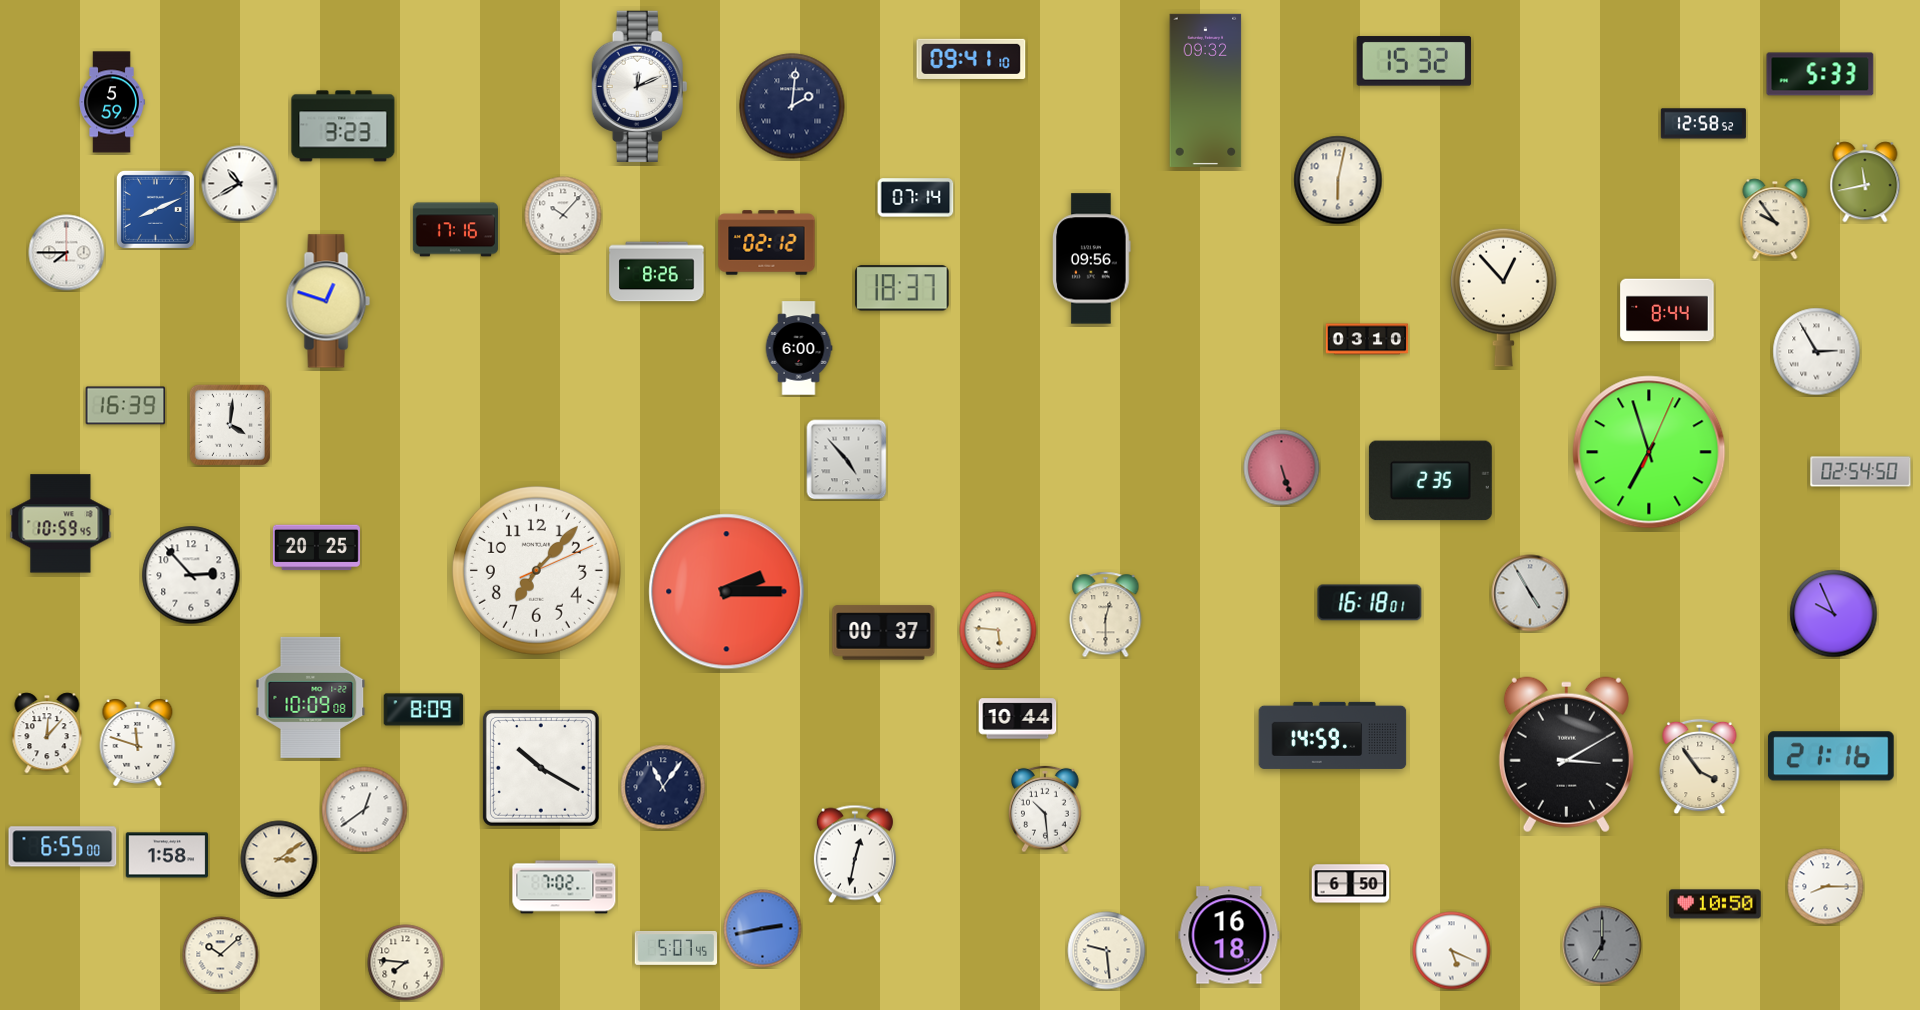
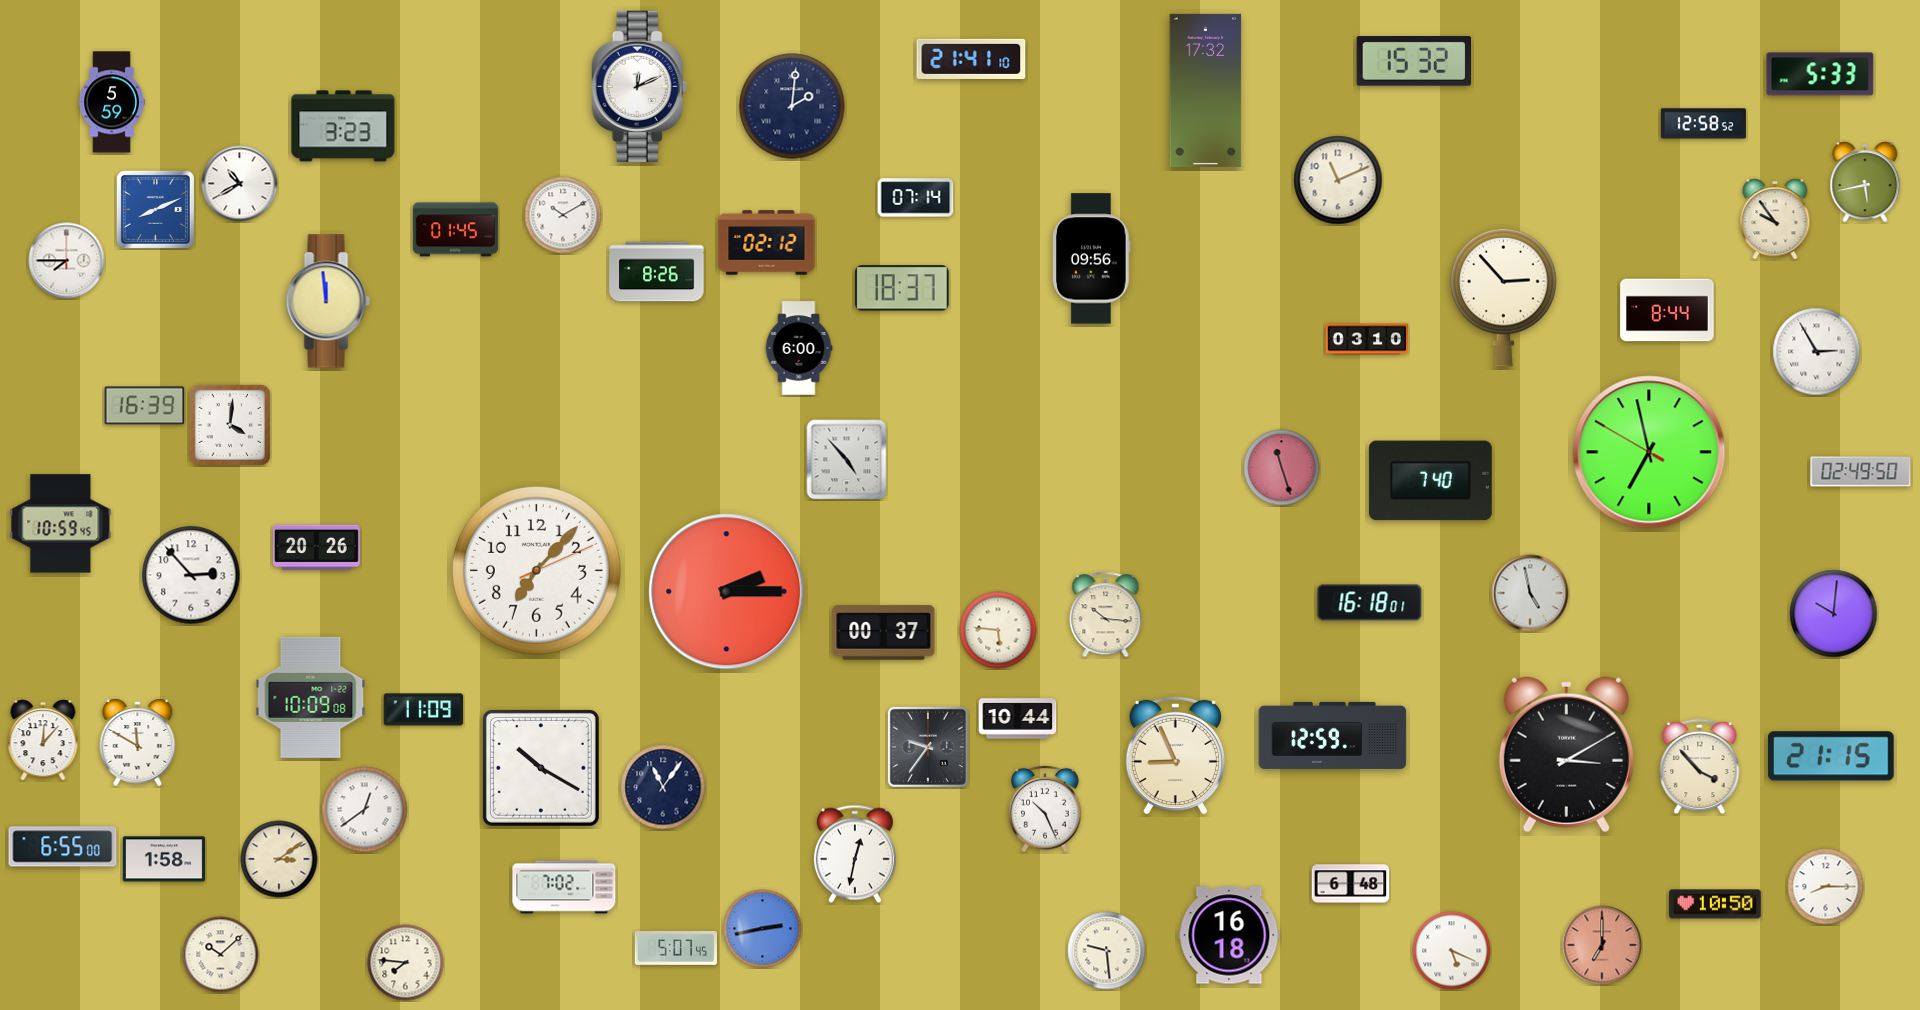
clock at (971, 59): 09:41 -> 21:41
clock at (1206, 90): 09:32 -> 17:32
clock at (1338, 180): 6:02 -> 11:11
clock at (1865, 182): 11:43 -> 5:43
clock at (563, 215): 10:07 -> 10:10
clock at (455, 230): 17:16 -> 01:45
clock at (67, 253) position: (67, 253) -> (67, 261)
clock at (1504, 297): 12:53 -> 2:53
clock at (328, 301): 12:48 -> 11:59
clock at (126, 406) position: (126, 406) -> (145, 406)
clock at (1649, 452): 6:57:04 -> 6:57:50
clock at (1282, 468): 5:27 -> 11:27
clock at (1861, 472): 02:54 -> 02:49
clock at (1430, 481): 2:35 -> 7:40
clock at (316, 548): 20:25 -> 20:26
clock at (1530, 593): 4:55 -> 4:58
clock at (1834, 614): 9:56 -> 10:01
clock at (1106, 615): 12:30 -> 10:16
clock at (424, 710): 8:09 -> 11:09
clock at (47, 733) position: (47, 733) -> (43, 740)
clock at (1333, 735): 14:59 -> 12:59
clock at (138, 743): 11:48 -> 11:50
clock at (928, 747): none -> 9:36
clock at (1175, 755): none -> 8:56
clock at (1831, 756): 21:16 -> 21:15
clock at (1700, 767): 3:54 -> 3:53
clock at (1045, 809): 10:29 -> 10:26
clock at (167, 855) position: (167, 855) -> (164, 859)
clock at (1351, 884): 6:50 -> 6:48
clock at (1602, 945) dial: grey -> salmon
